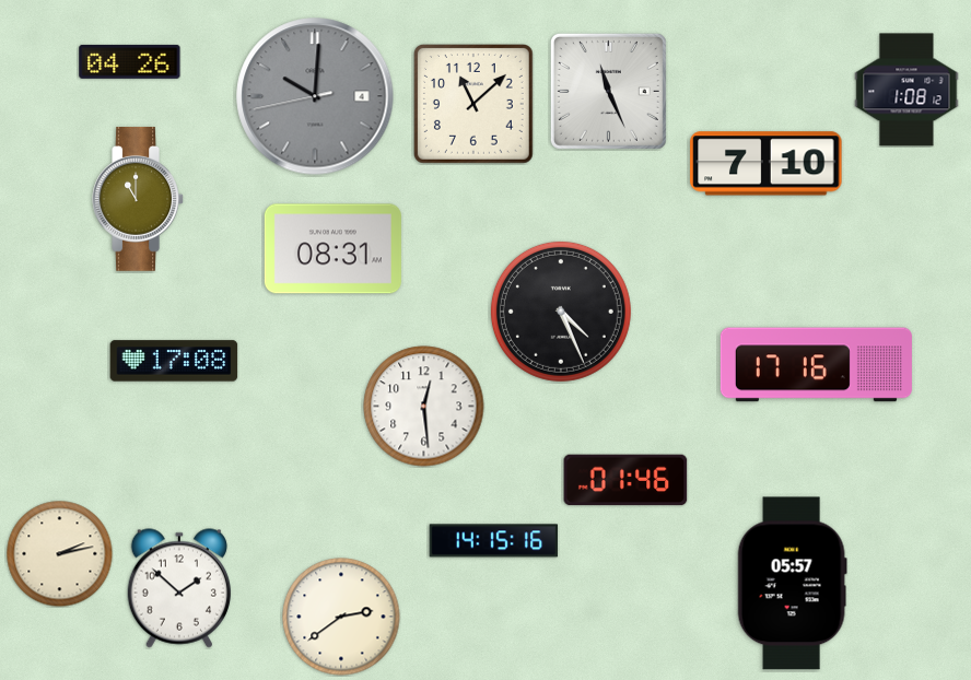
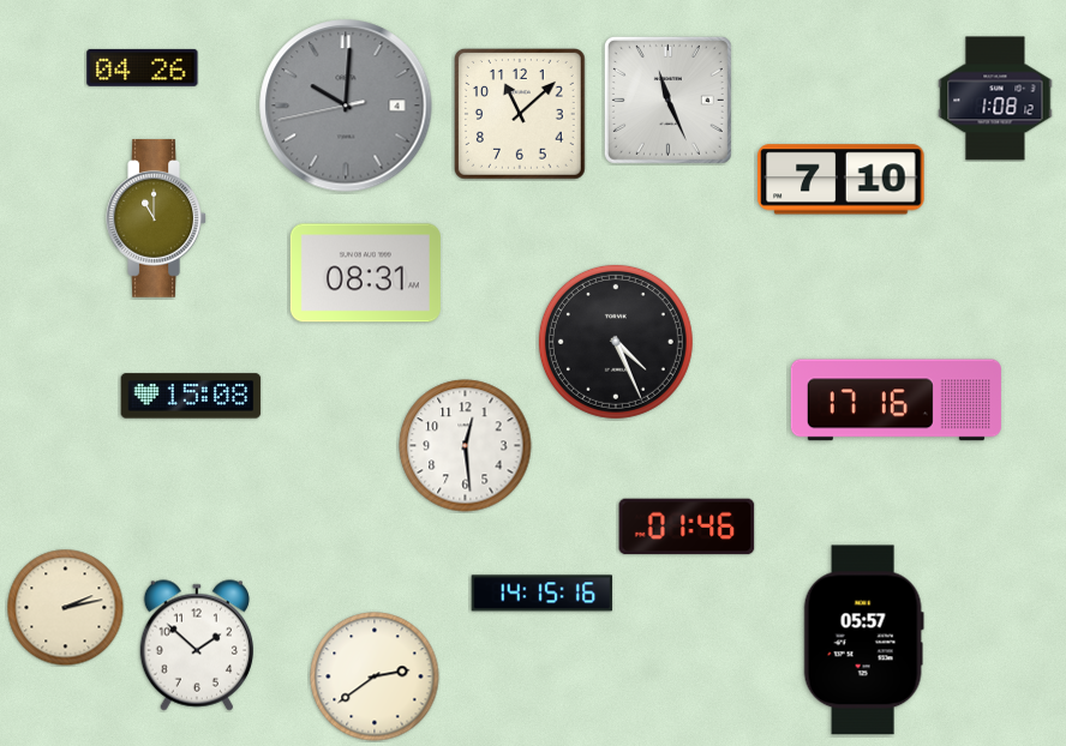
clock at (138, 199) position: (138, 199) -> (156, 218)
clock at (174, 361): 17:08 -> 15:08
clock at (792, 584) position: (792, 584) -> (863, 640)
